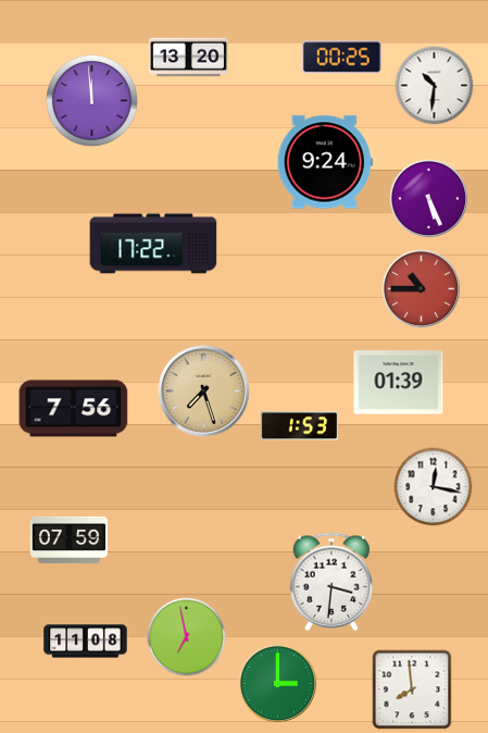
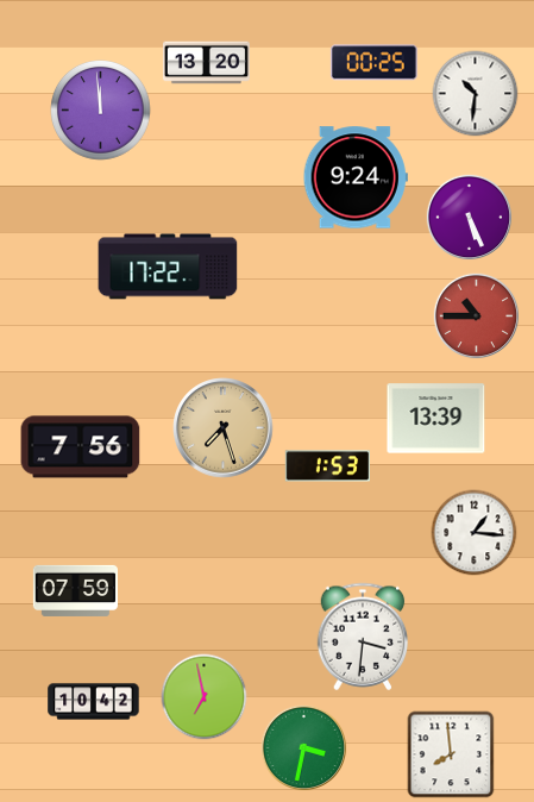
clock at (422, 289) position: (422, 289) -> (477, 317)
clock at (399, 383): 01:39 -> 13:39
clock at (434, 487): 12:17 -> 1:16
clock at (86, 642): 11:08 -> 10:42
clock at (278, 684): 3:00 -> 3:32
